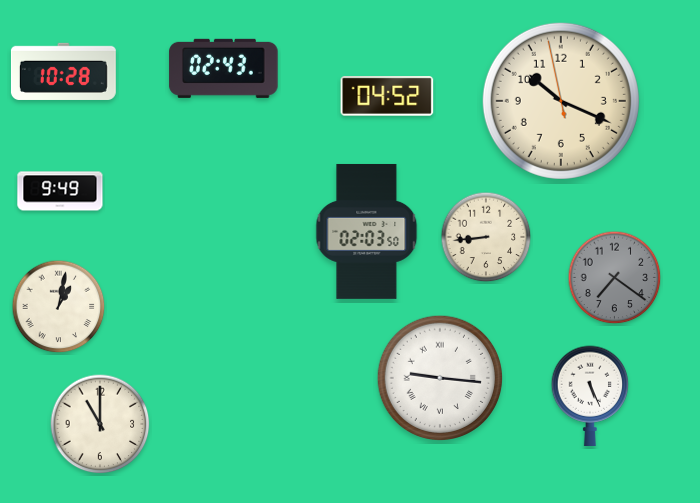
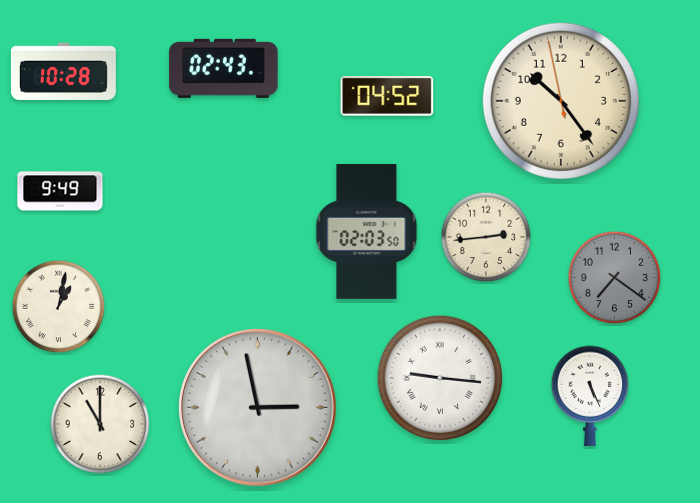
clock at (561, 101): 10:18 -> 10:23
clock at (486, 237): 8:44 -> 2:44
clock at (258, 408): none -> 2:58
